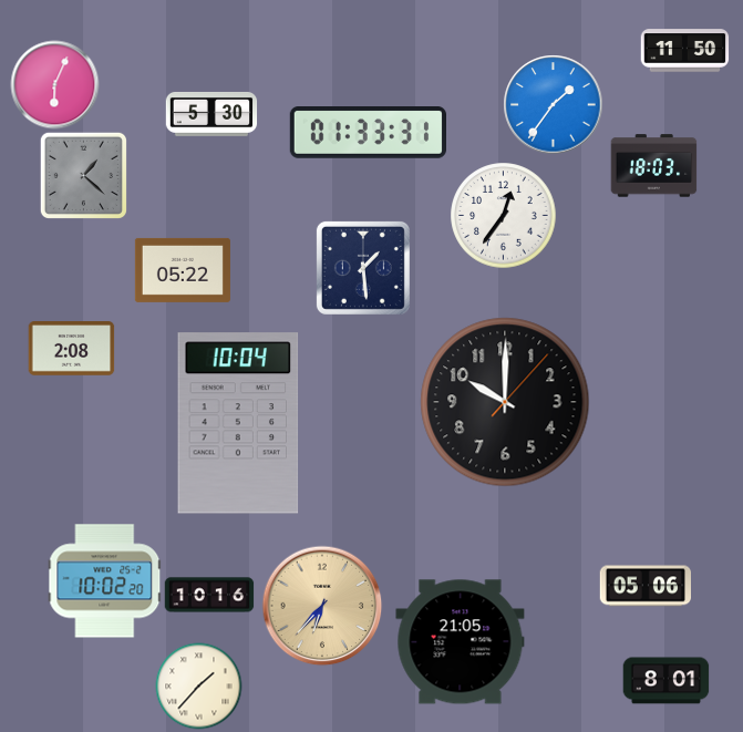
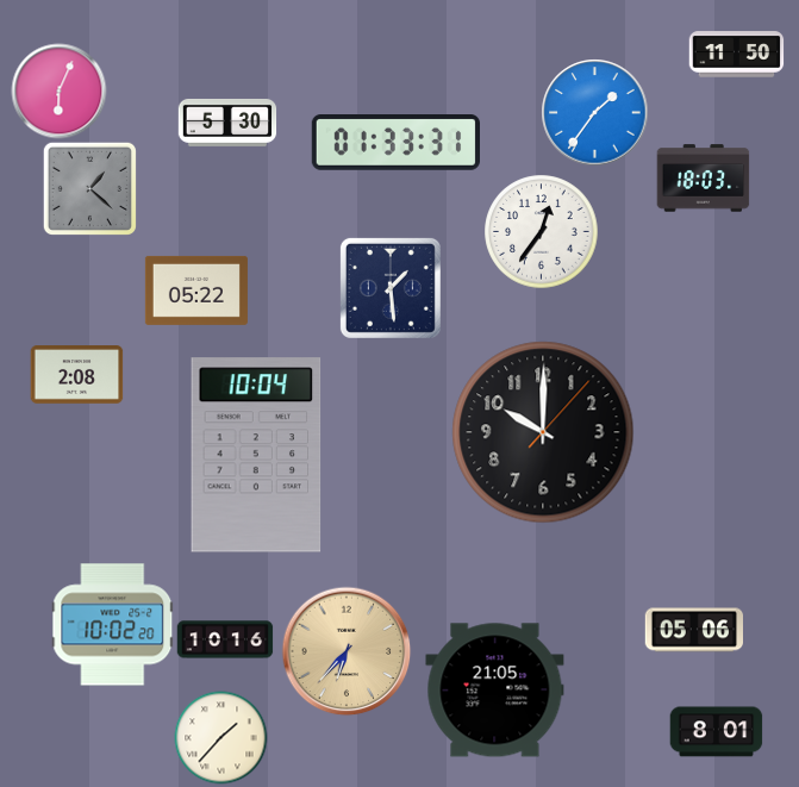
clock at (198, 685) position: (198, 685) -> (220, 737)
